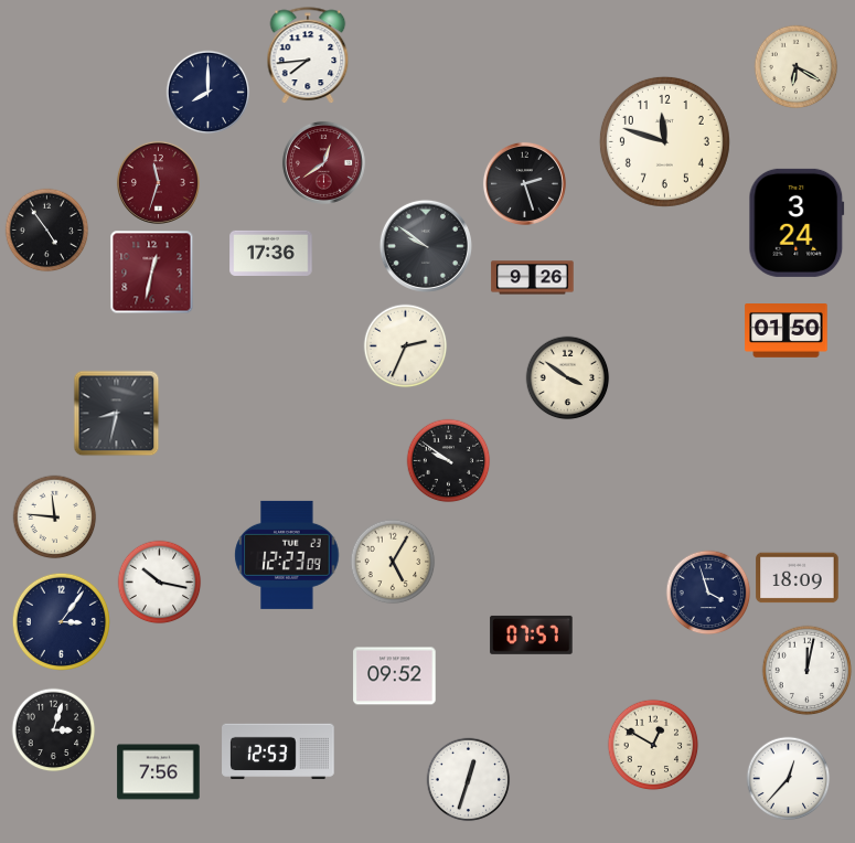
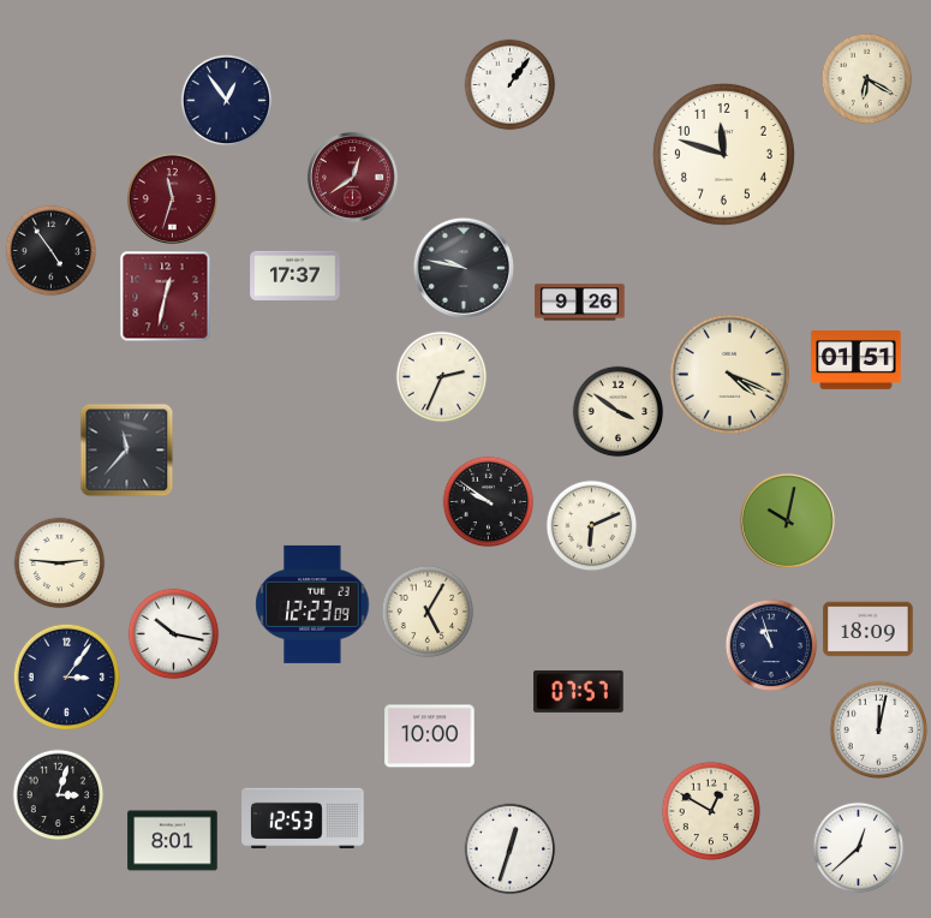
clock at (308, 56): 7:44 -> none
clock at (797, 67) position: (797, 67) -> (867, 79)
clock at (511, 85): none -> 1:06
clock at (209, 93): 8:00 -> 12:54
clock at (524, 183): 2:27 -> none
clock at (797, 223): 3:24 -> none
clock at (426, 246): 9:51 -> 9:47
clock at (271, 253): 17:36 -> 17:37
clock at (787, 331): 01:50 -> 01:51
clock at (729, 374): none -> 4:19
clock at (117, 414): 8:32 -> 11:37
clock at (787, 520): none -> 10:02
clock at (592, 526): none -> 6:11
clock at (55, 517): 11:46 -> 2:46
clock at (708, 593): 3:57 -> 10:57
clock at (395, 676): 09:52 -> 10:00
clock at (159, 772): 7:56 -> 8:01
clock at (789, 779): 12:37 -> 12:38
